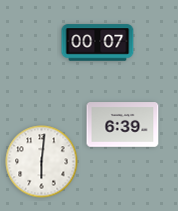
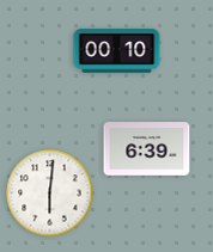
clock at (98, 43): 00:07 -> 00:10
